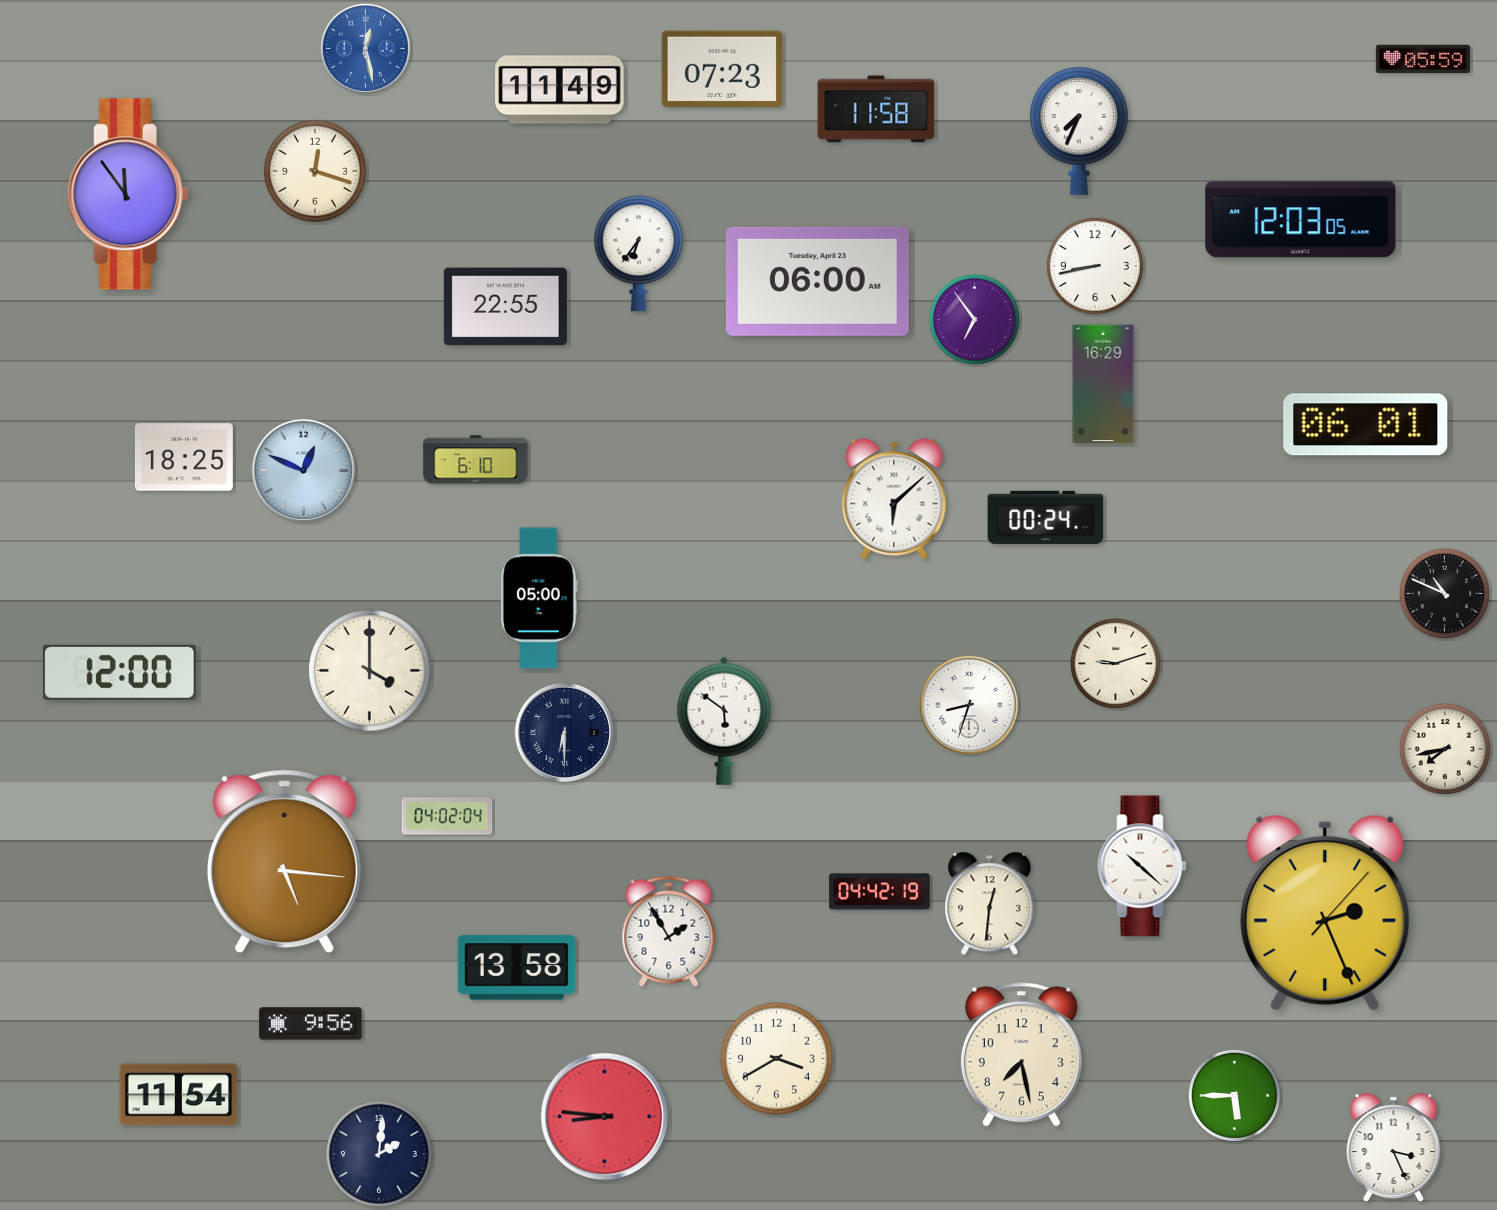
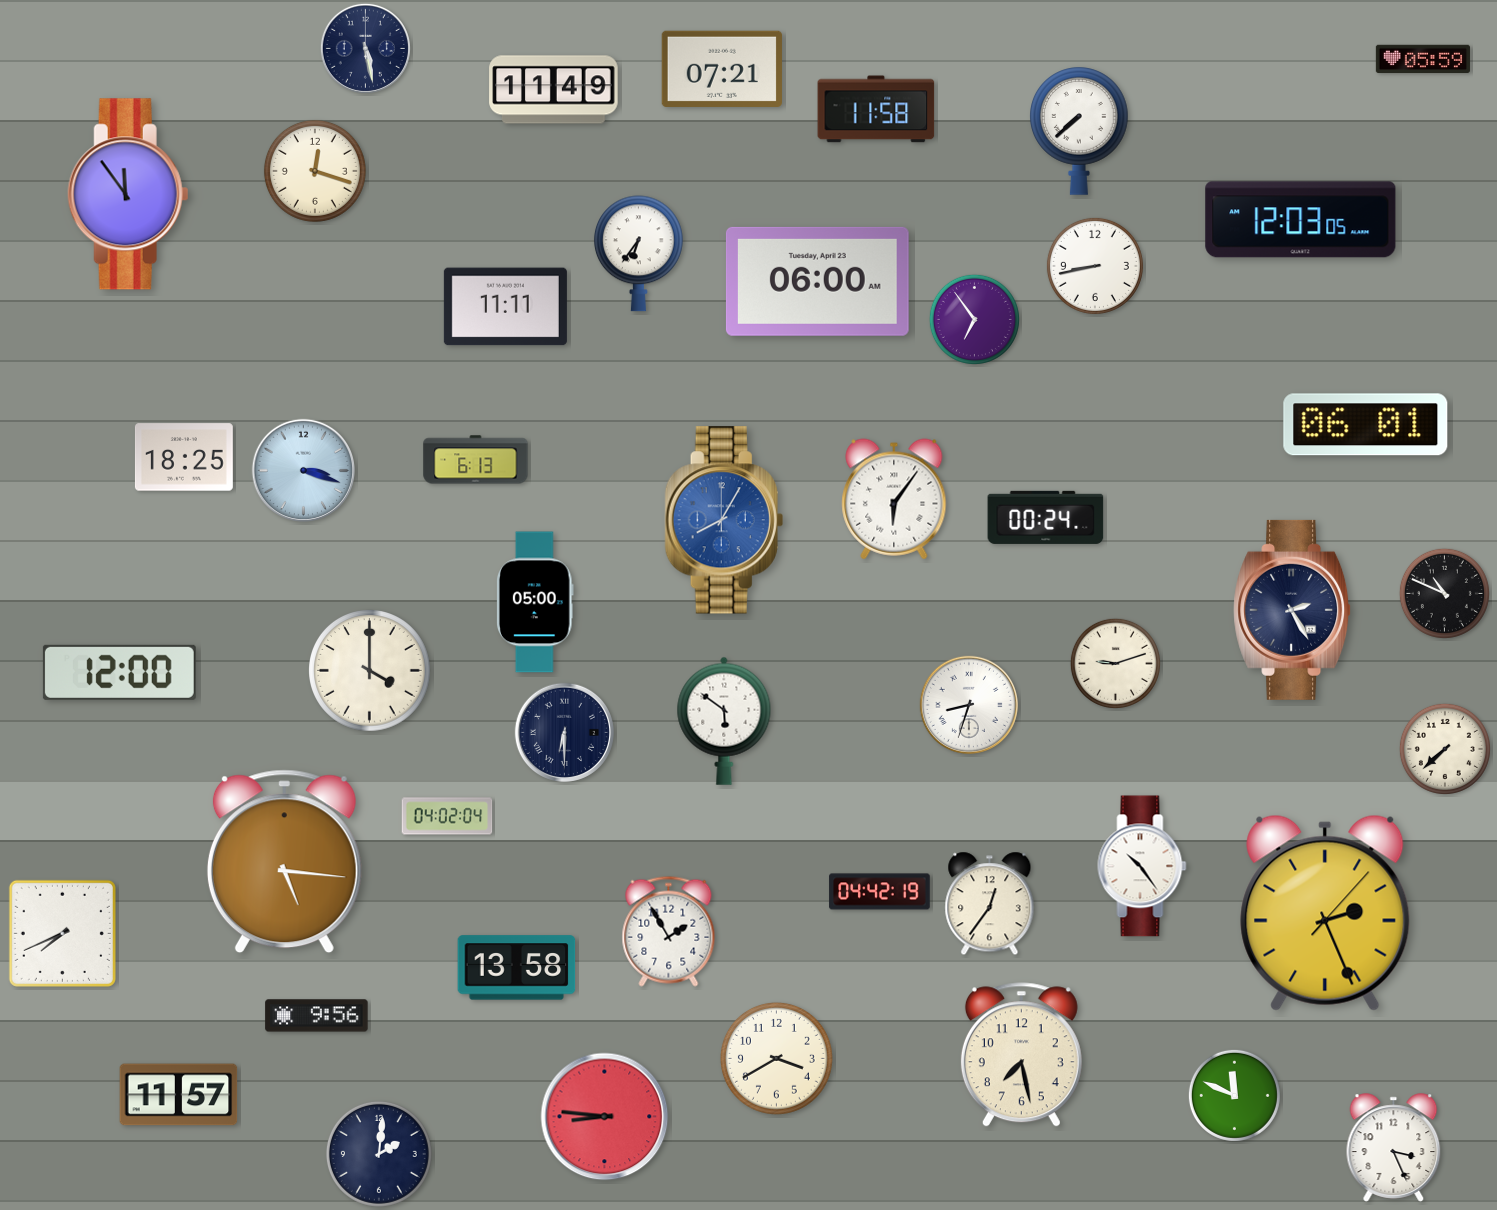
clock at (365, 48): 12:28 -> 5:28
clock at (365, 48) dial: blue -> navy
clock at (722, 69): 07:23 -> 07:21
clock at (560, 90) position: (560, 90) -> (554, 90)
clock at (1080, 131): 7:34 -> 7:38
clock at (505, 307): 22:55 -> 11:11
clock at (1103, 384): 16:29 -> none
clock at (476, 460): 6:10 -> 6:13
clock at (303, 470): 12:49 -> 3:18
clock at (894, 499): 6:08 -> 6:06
clock at (724, 520): none -> 8:05
clock at (540, 598) position: (540, 598) -> (536, 602)
clock at (1293, 610): none -> 2:25
clock at (1445, 749): 7:43 -> 7:38
clock at (1142, 866): 10:22 -> 10:24
clock at (990, 904): 12:31 -> 12:36
clock at (62, 933): none -> 7:41
clock at (311, 1024) position: (311, 1024) -> (317, 1016)
clock at (179, 1095): 11:54 -> 11:57
clock at (1234, 1095): 5:45 -> 11:49
